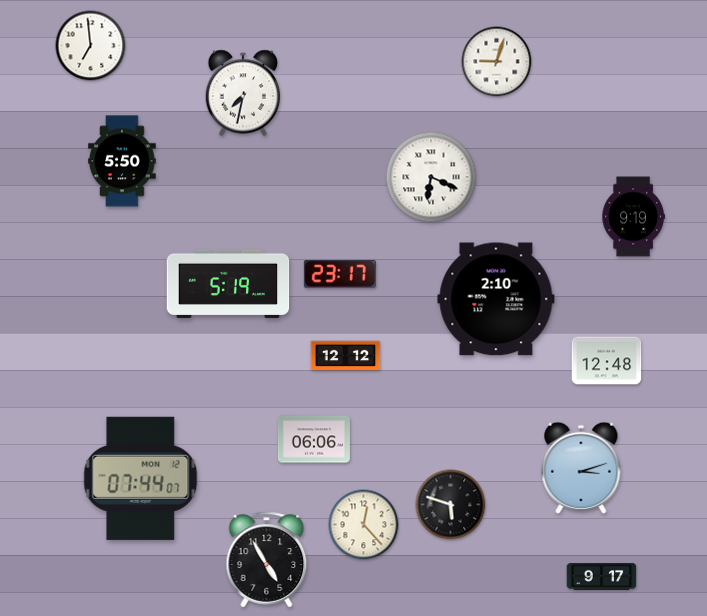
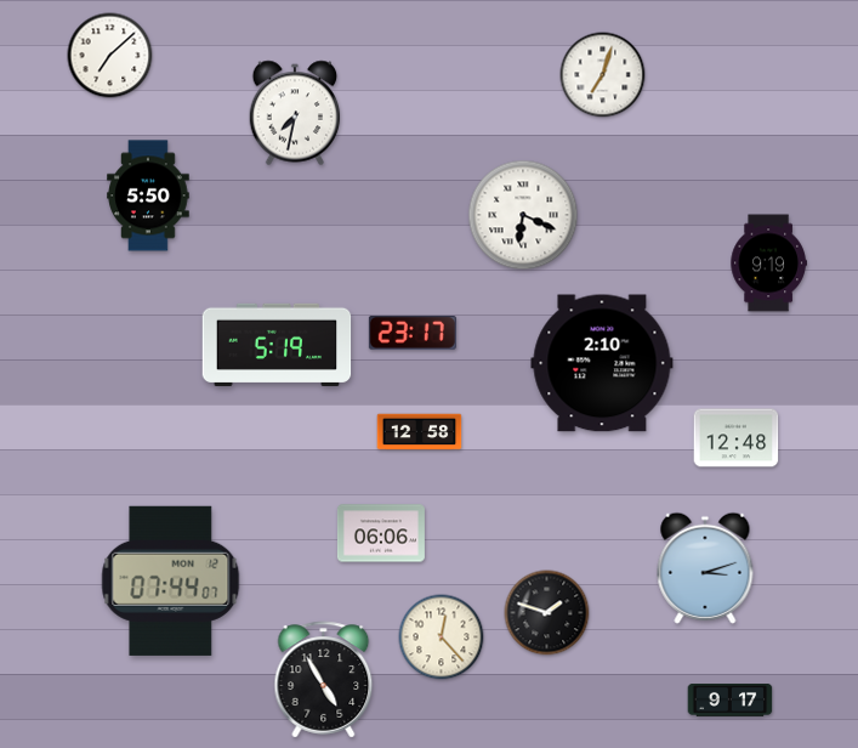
clock at (91, 46): 6:59 -> 7:08
clock at (497, 62): 9:03 -> 7:03
clock at (346, 356): 12:12 -> 12:58
clock at (451, 505): 5:48 -> 1:48
